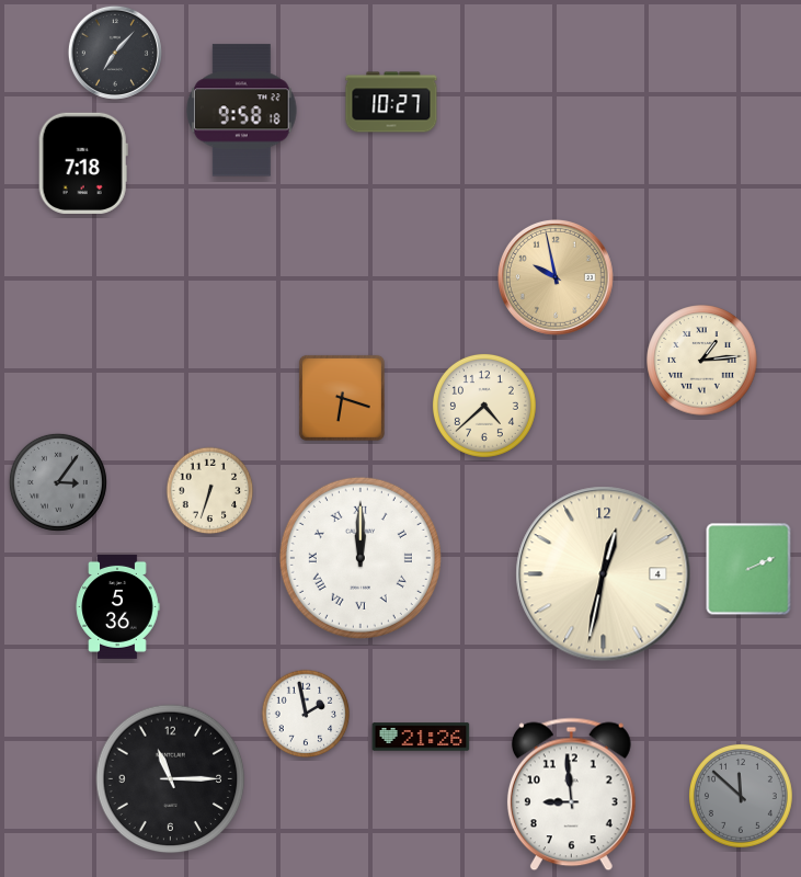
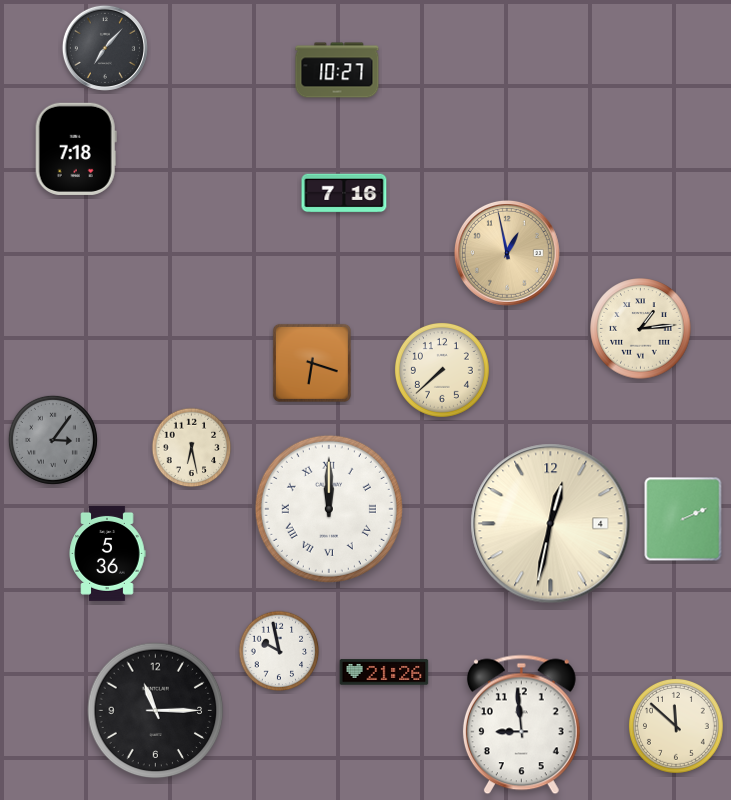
clock at (391, 102) position: (391, 102) -> (337, 70)
clock at (242, 111): 9:58 -> none
clock at (344, 193): none -> 7:16
clock at (556, 277): 9:58 -> 12:58
clock at (484, 406): 4:38 -> 7:38
clock at (210, 491): 6:33 -> 6:28
clock at (306, 714): 1:58 -> 9:58
clock at (741, 796) dial: grey -> cream
